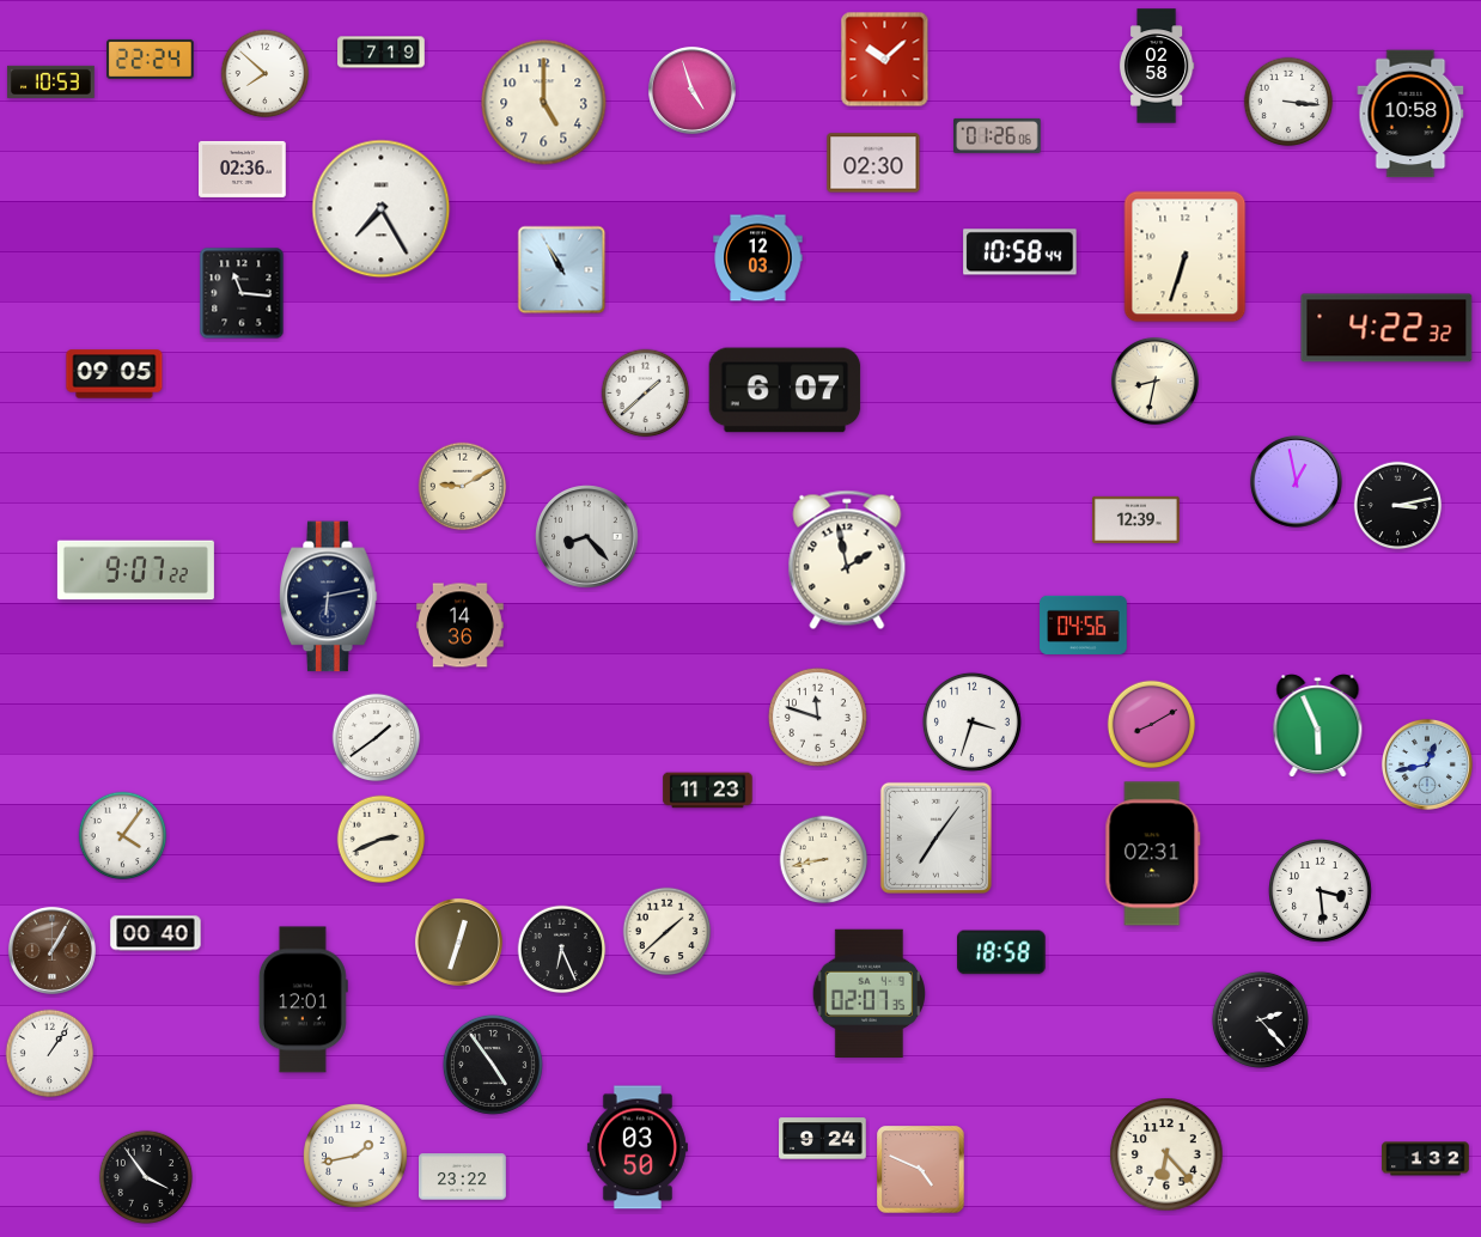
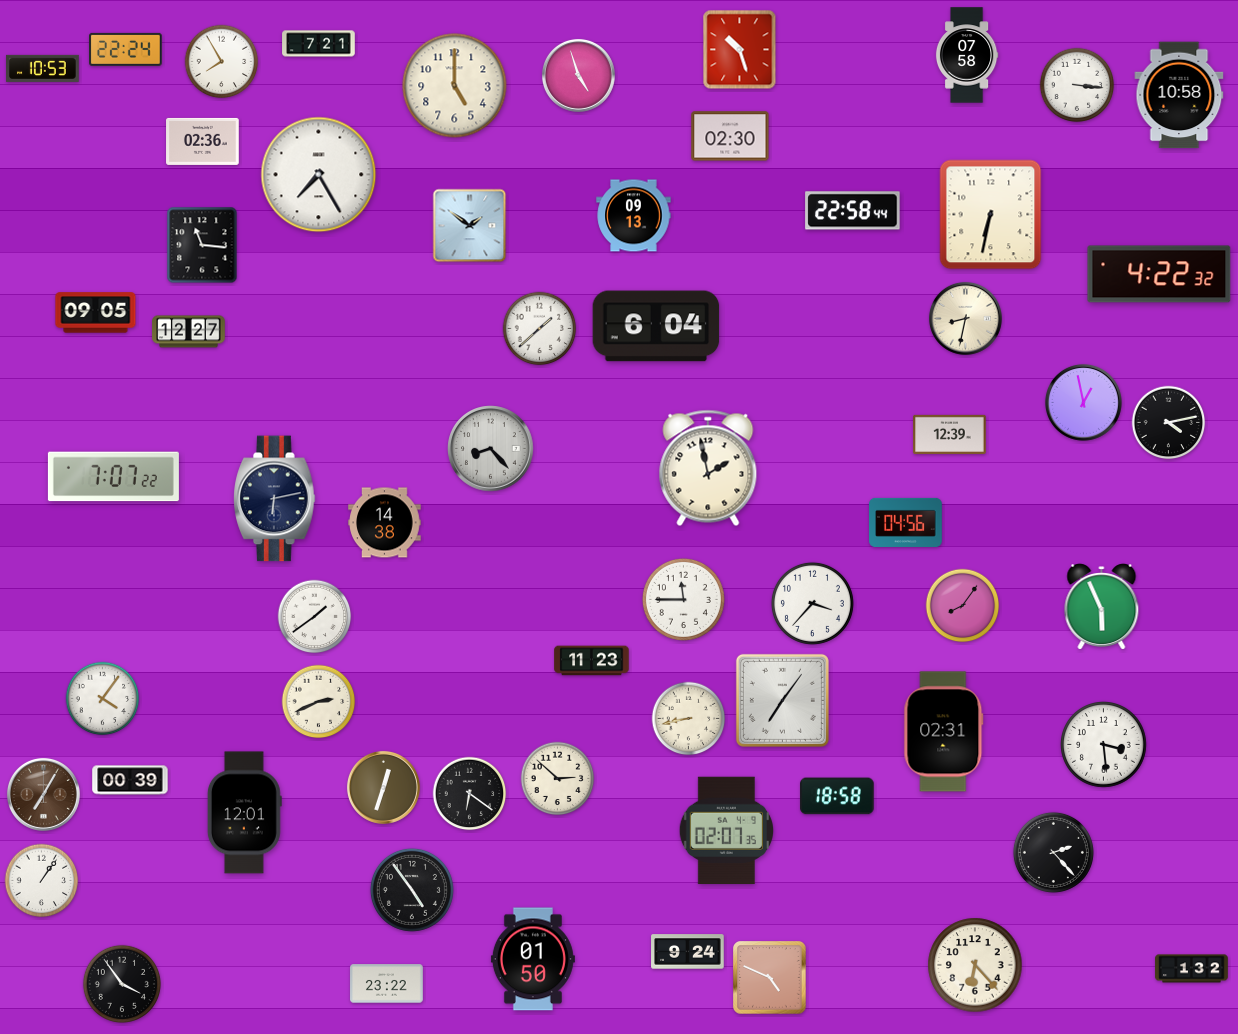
clock at (382, 53): 7:19 -> 7:21
clock at (885, 60): 10:08 -> 10:27
clock at (1157, 66): 02:58 -> 07:58
clock at (266, 74): 7:52 -> 7:55
clock at (998, 135): 01:26 -> none
clock at (1020, 252): 10:58 -> 22:58
clock at (1186, 257): 6:33 -> 6:32
clock at (758, 258): 12:03 -> 09:13
clock at (562, 270): 10:55 -> 1:51
clock at (785, 390): 6:07 -> 6:04
clock at (189, 332): none -> 12:27
clock at (463, 487): 9:10 -> none
clock at (1398, 506): 3:13 -> 4:13
clock at (135, 571): 9:07 -> 7:07
clock at (461, 626): 14:36 -> 14:38
clock at (817, 717): 11:48 -> 11:45
clock at (971, 721): 3:33 -> 3:37
clock at (1152, 725): 8:10 -> 8:06
clock at (1427, 764): 12:43 -> none
clock at (1153, 854) position: (1153, 854) -> (944, 732)
clock at (668, 932): 1:38 -> 2:52
clock at (156, 933): 00:40 -> 00:39
clock at (51, 950): 1:05 -> 7:05
clock at (562, 950): 6:26 -> 6:21
clock at (303, 1000) position: (303, 1000) -> (244, 813)
clock at (638, 1147): 03:50 -> 01:50
clock at (356, 1157): 1:43 -> none
